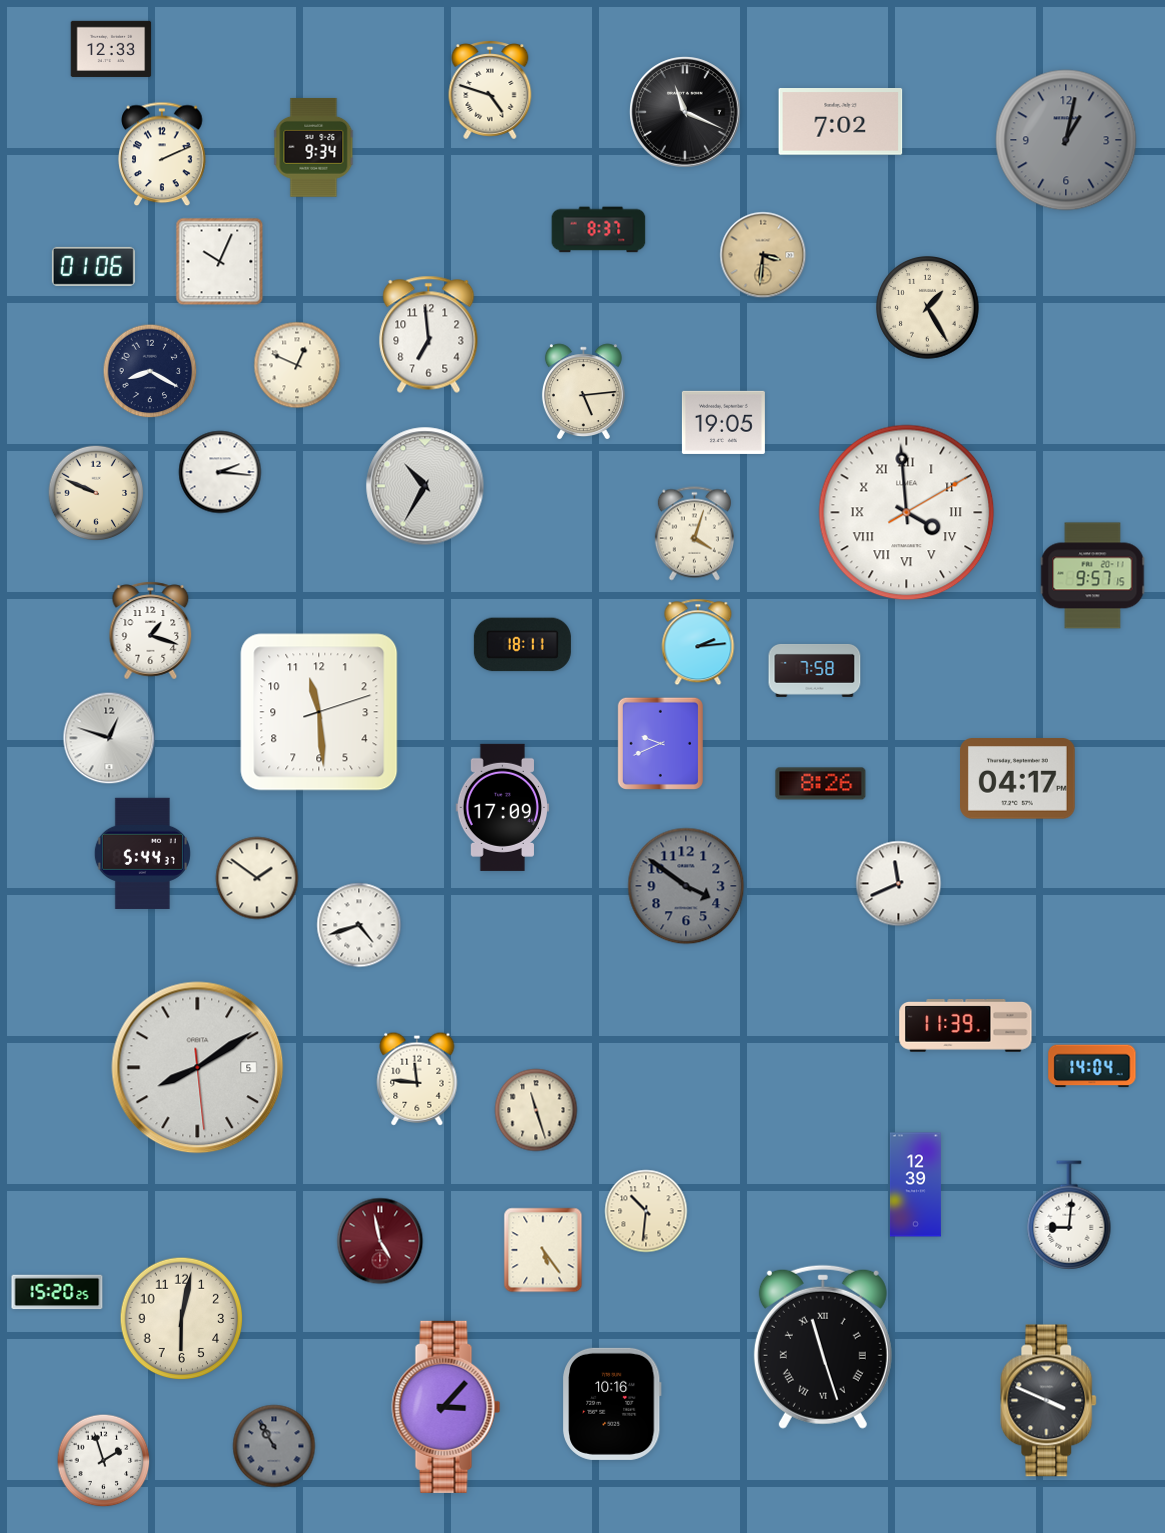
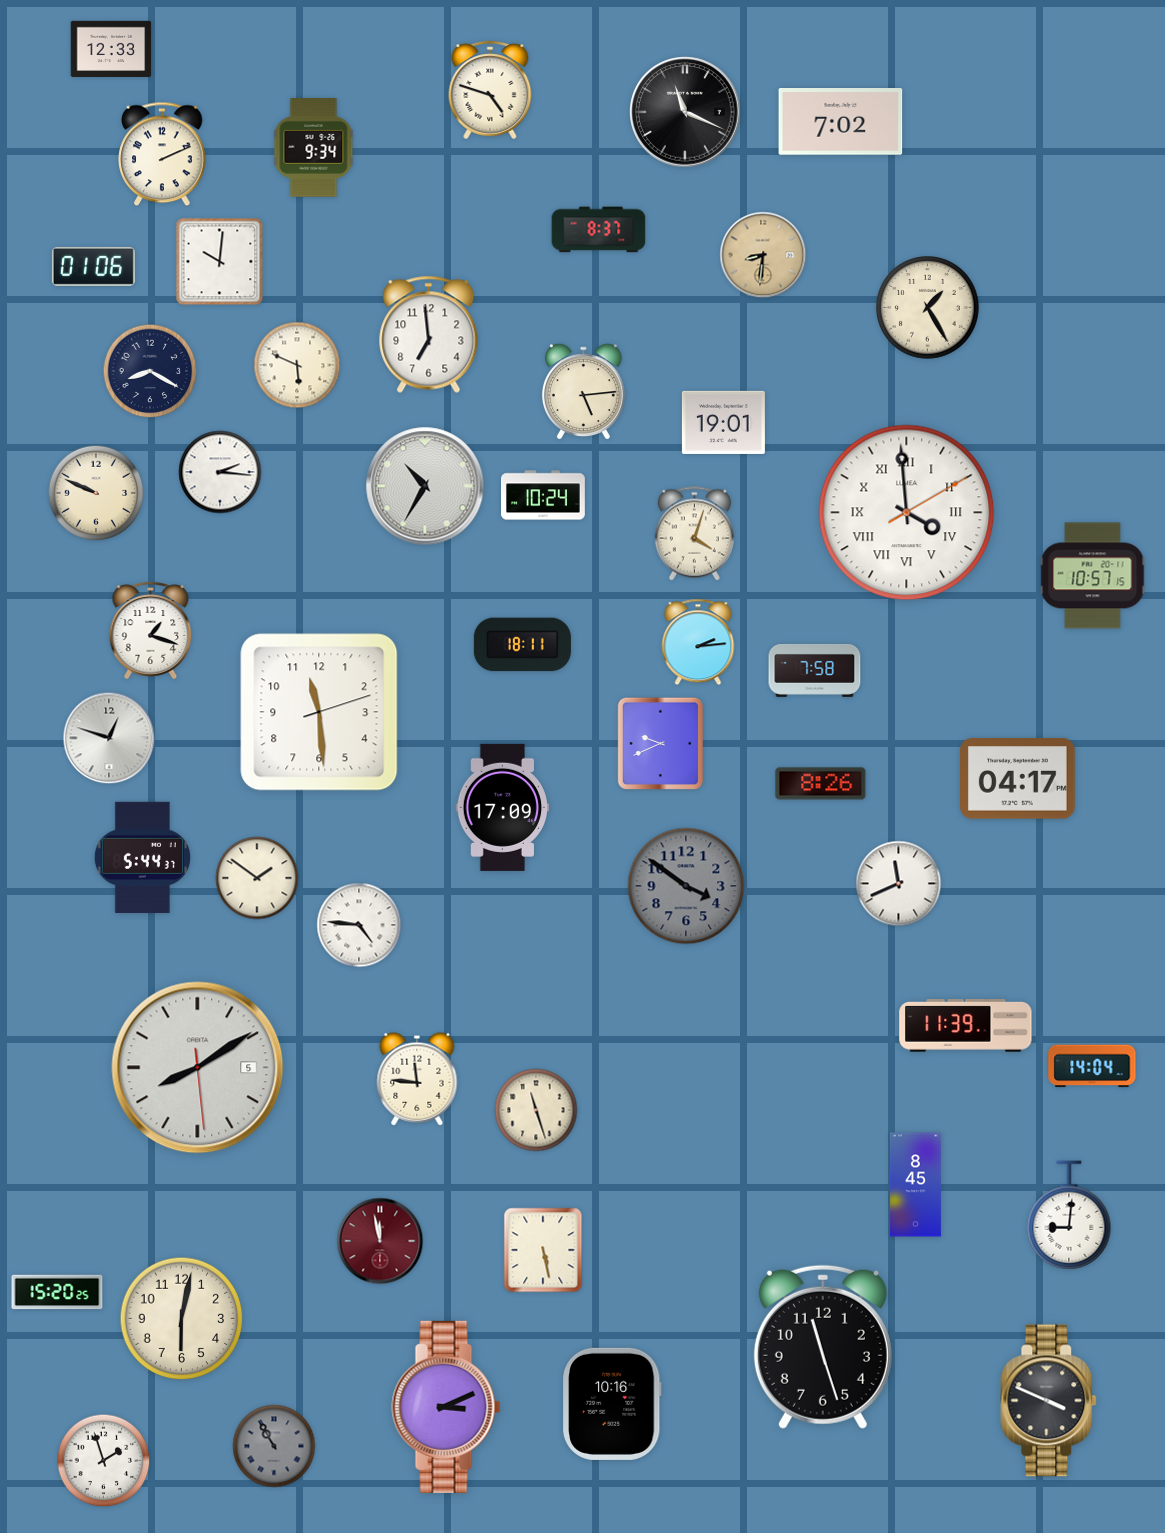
clock at (1066, 140): 1:02 -> none
clock at (763, 255): 3:31 -> 8:31
clock at (220, 262): 10:04 -> 10:01
clock at (297, 365): 12:49 -> 5:49
clock at (723, 422): 19:05 -> 19:01
clock at (544, 495): none -> 10:24
clock at (1093, 576): 9:57 -> 10:57
clock at (142, 853) position: (142, 853) -> (142, 857)
clock at (359, 925): 4:42 -> 4:46
clock at (915, 1185): 12:39 -> 8:45
clock at (646, 1211): 10:31 -> none
clock at (380, 1241): 4:58 -> 11:58
clock at (543, 1250): 5:24 -> 5:28
clock at (823, 1347) numerals: Roman -> Arabic
clock at (446, 1407): 3:07 -> 3:11
